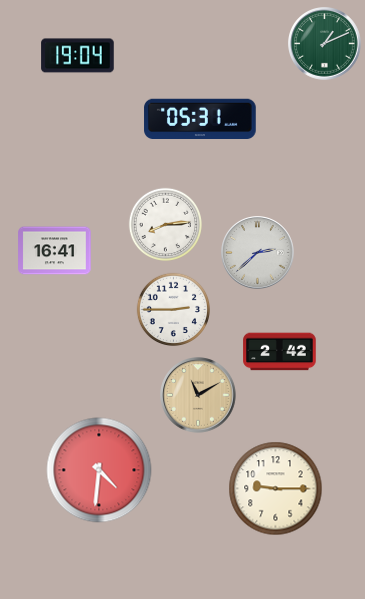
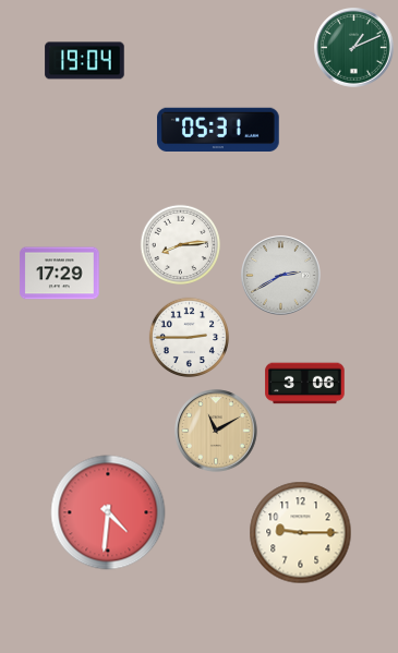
clock at (55, 251): 16:41 -> 17:29
clock at (258, 253): 2:38 -> 2:40
clock at (280, 352): 2:42 -> 3:06
